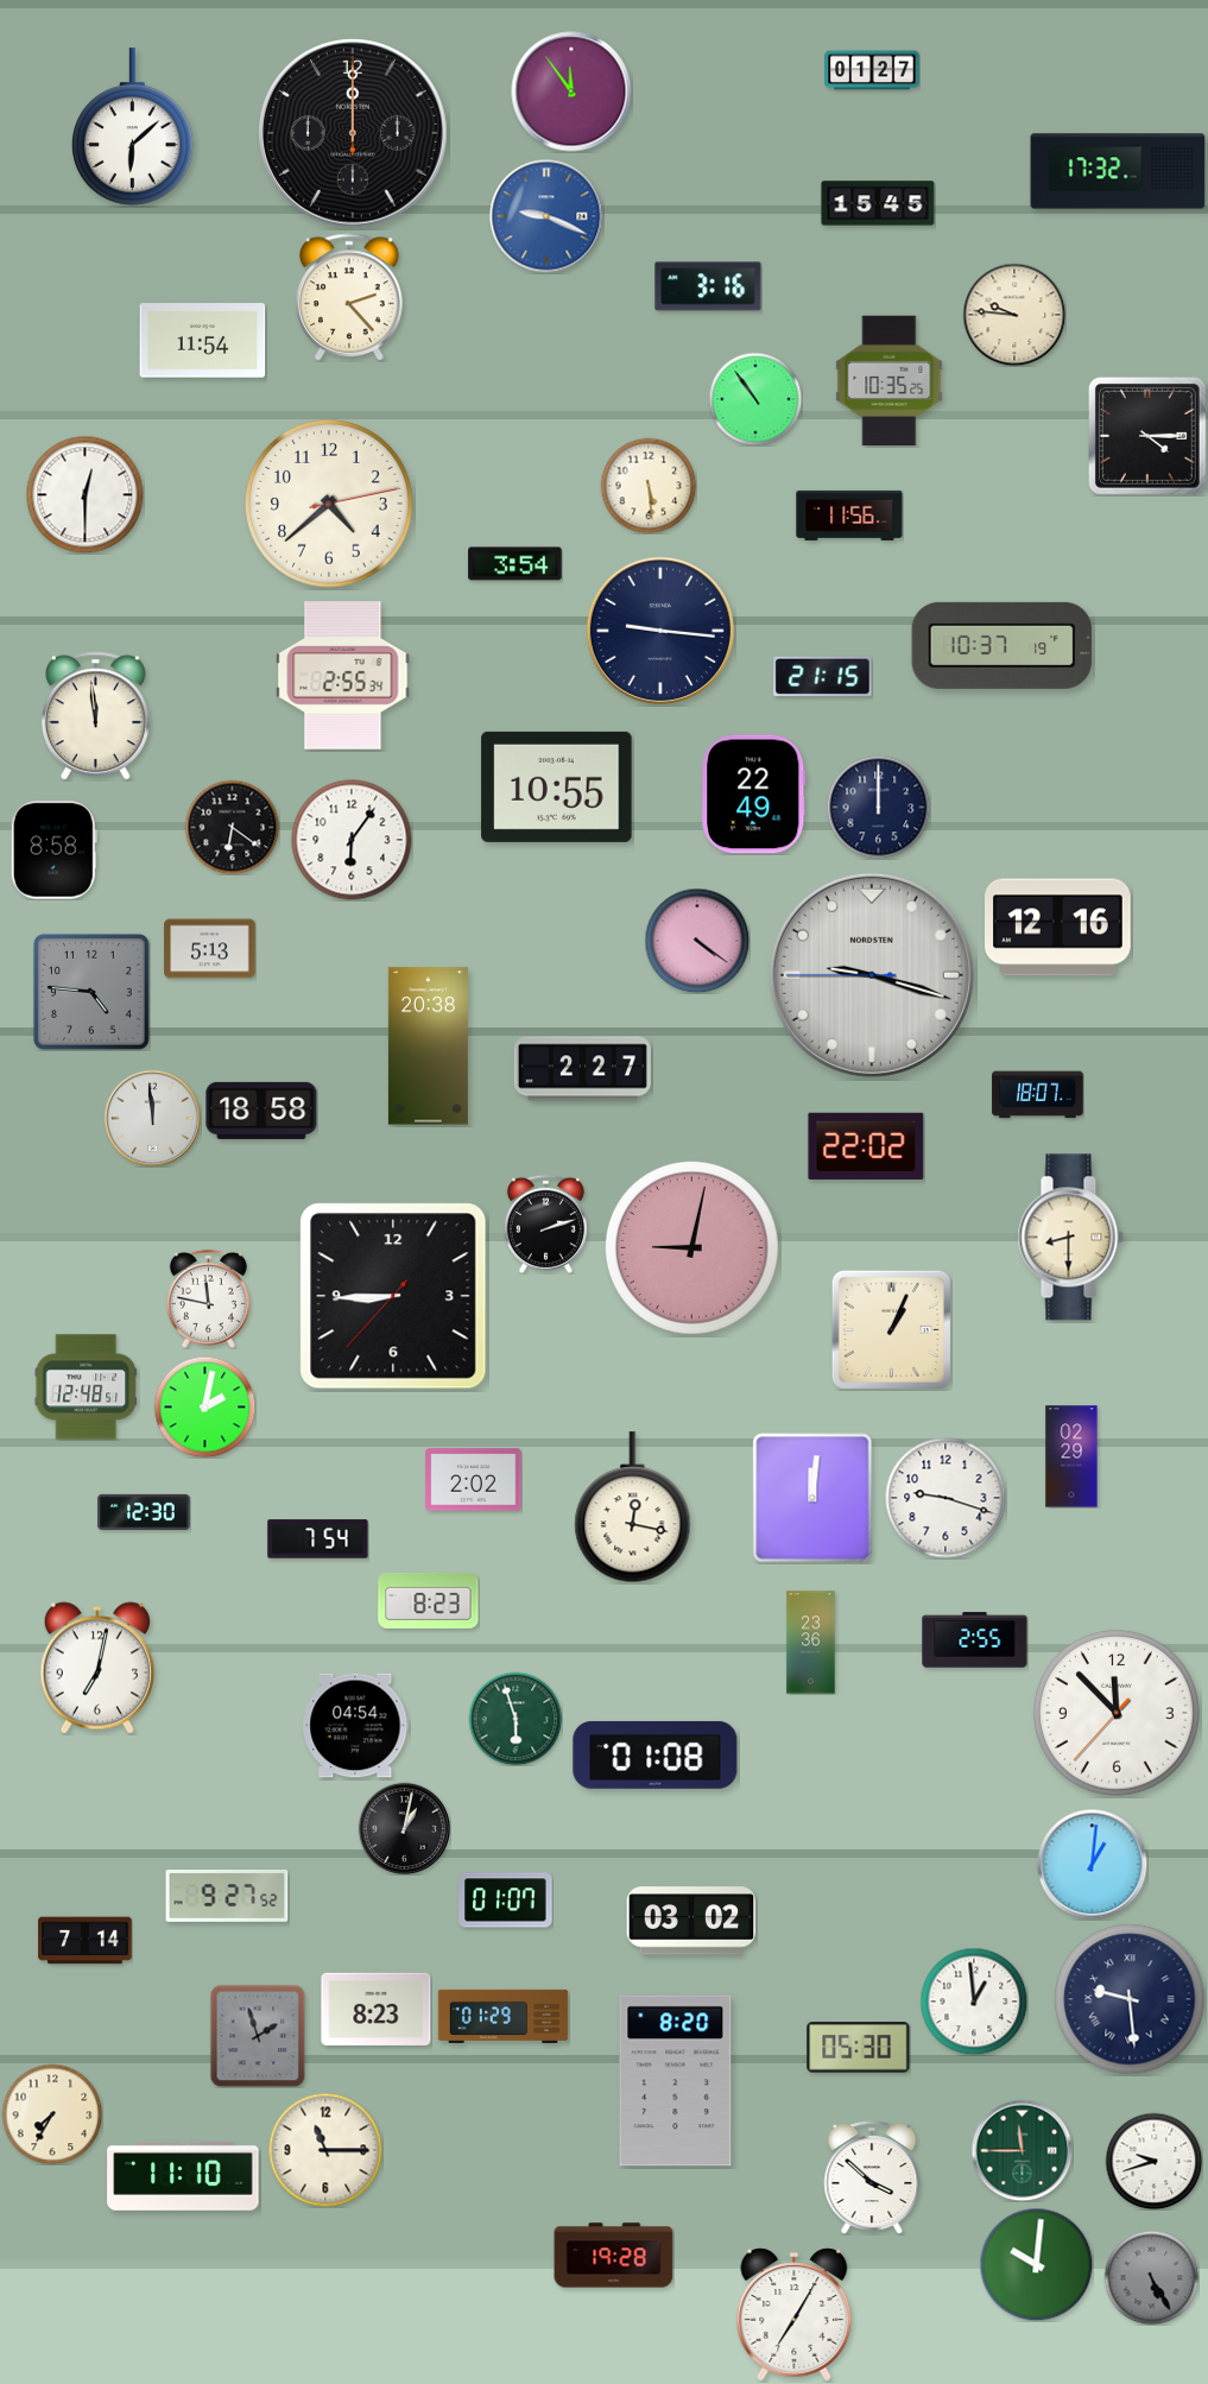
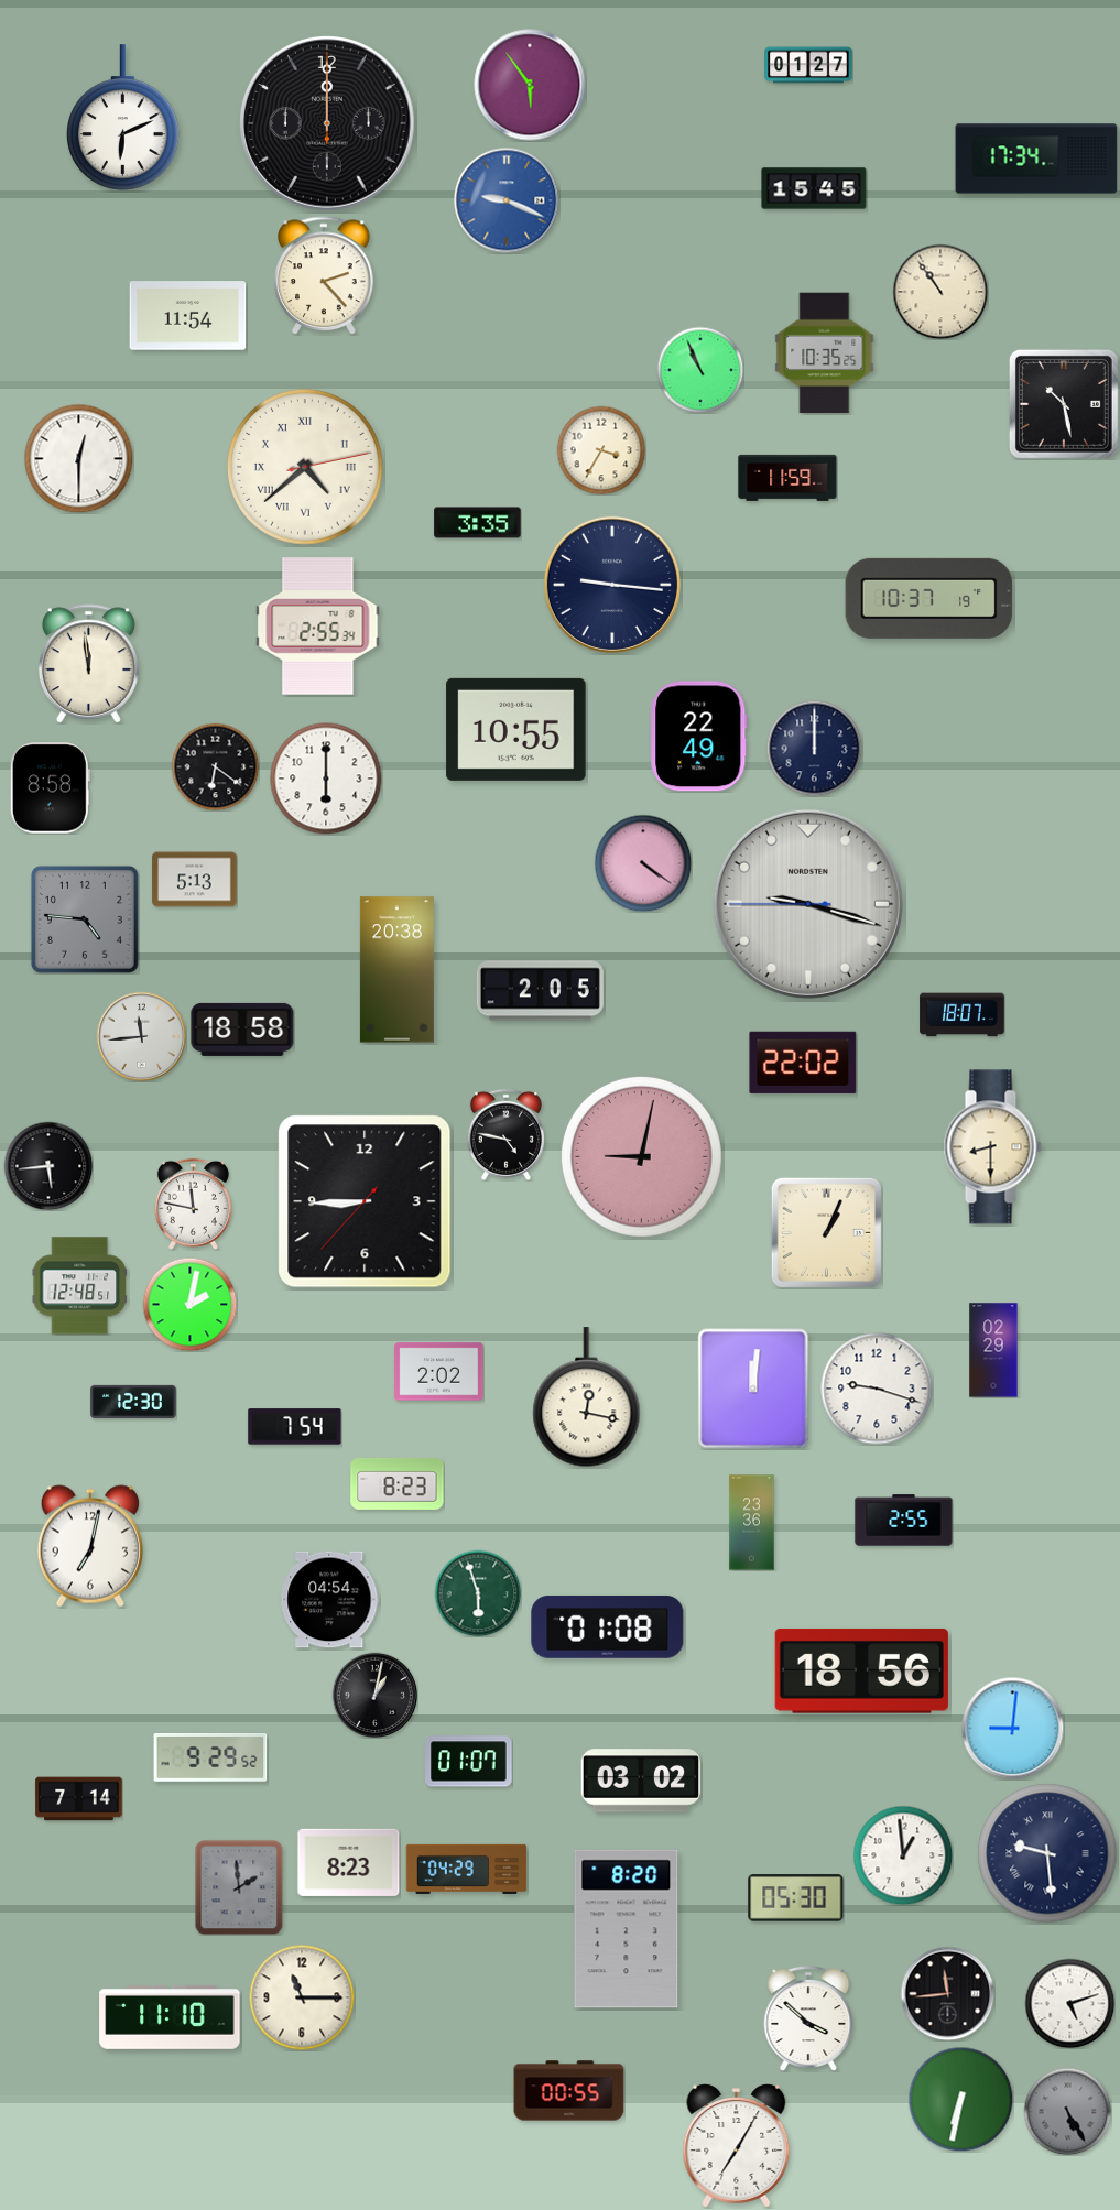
clock at (571, 91): 11:54 -> 5:54
clock at (133, 127): 6:08 -> 6:11
clock at (1118, 171): 17:32 -> 17:34
clock at (708, 286): 3:16 -> none
clock at (1014, 315): 9:46 -> 10:54
clock at (755, 399): 10:54 -> 10:56
clock at (1147, 436): 4:15 -> 10:28
clock at (649, 486): 5:29 -> 3:35
clock at (330, 505) numerals: Arabic -> Roman
clock at (849, 516): 11:56 -> 11:59
clock at (516, 564): 3:54 -> 3:35
clock at (823, 676): 21:15 -> none
clock at (352, 840): 6:06 -> 6:00
clock at (1058, 928): 12:16 -> none
clock at (697, 941) position: (697, 941) -> (643, 863)
clock at (582, 1069): 2:27 -> 2:05
clock at (152, 1118): 11:59 -> 11:44
clock at (545, 1223): 2:12 -> 4:47
clock at (48, 1166): none -> 5:44
clock at (1118, 1714): 11:52 -> none
clock at (861, 1672): none -> 18:56
clock at (1092, 1864): 1:01 -> 9:01
clock at (227, 1897): 9:27 -> 9:29
clock at (504, 2016): 01:29 -> 04:29
clock at (258, 2036): 1:57 -> 1:59
clock at (52, 2114): 7:35 -> none
clock at (325, 2150) position: (325, 2150) -> (302, 1997)
clock at (1022, 2150): 11:45 -> 11:44
clock at (1022, 2150) dial: green -> black
clock at (1153, 2161): 9:42 -> 5:12
clock at (614, 2256): 19:28 -> 00:55
clock at (1036, 2264): 10:01 -> 6:32
